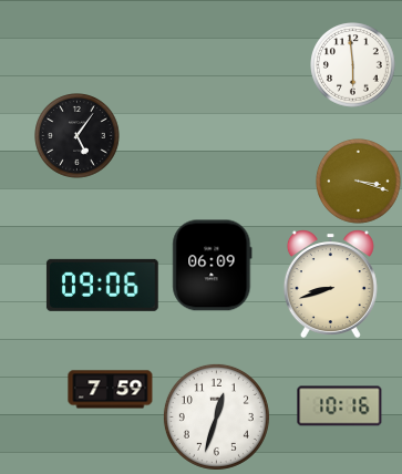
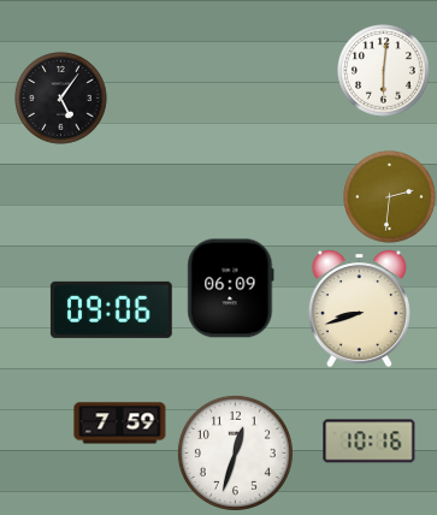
clock at (353, 65): 5:59 -> 6:01
clock at (78, 136) position: (78, 136) -> (61, 99)
clock at (359, 182): 3:18 -> 2:31
